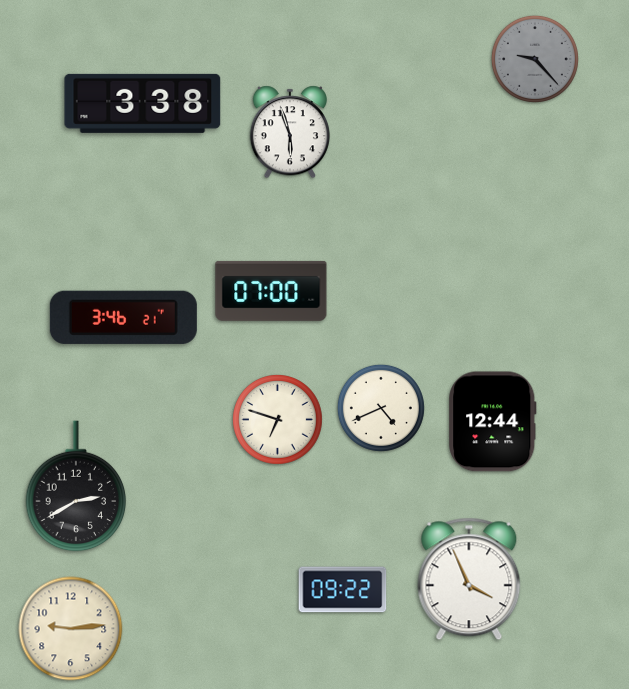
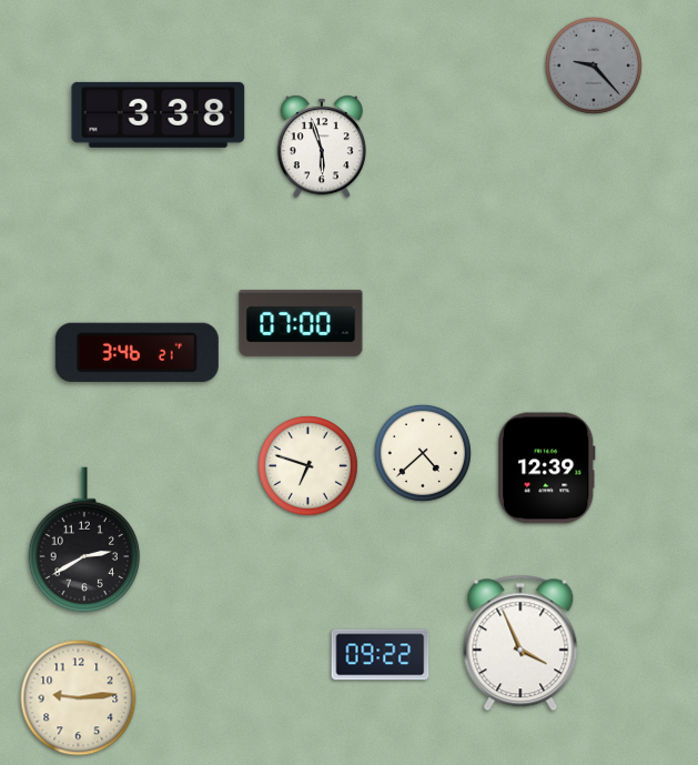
clock at (381, 408): 4:41 -> 4:38
clock at (493, 422): 12:44 -> 12:39
